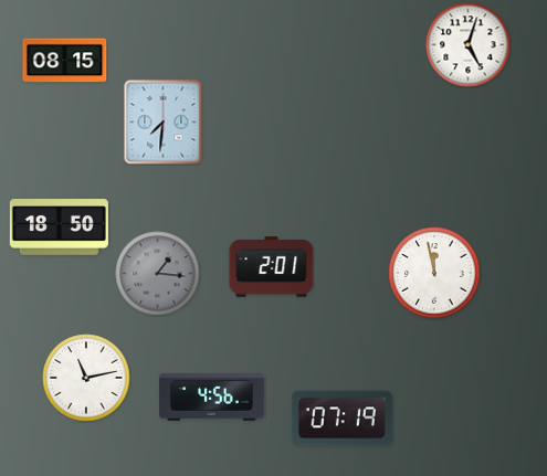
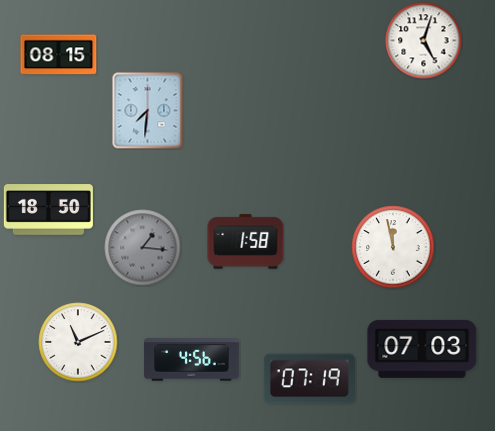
clock at (59, 228) position: (59, 228) -> (48, 210)
clock at (272, 267): 2:01 -> 1:58
clock at (86, 378): 11:13 -> 11:11
clock at (422, 349): none -> 07:03
